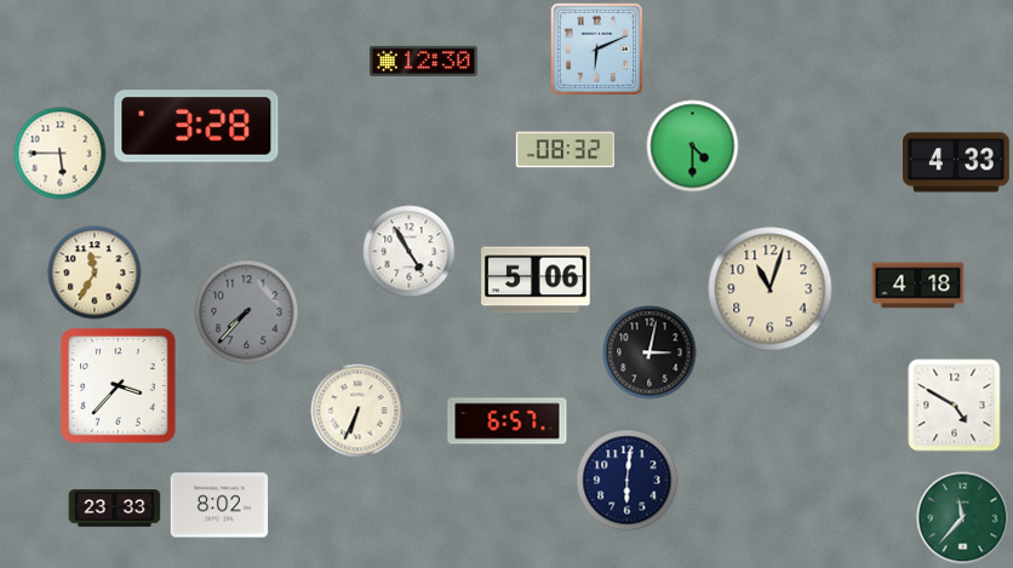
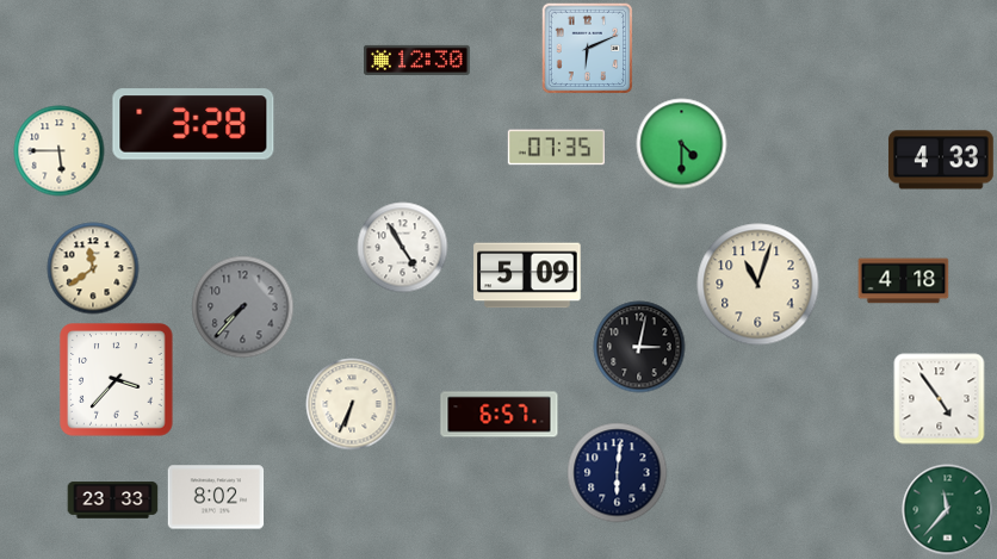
clock at (565, 150): 08:32 -> 07:35
clock at (95, 272): 11:35 -> 11:39
clock at (536, 280): 5:06 -> 5:09
clock at (955, 406): 4:50 -> 4:54
